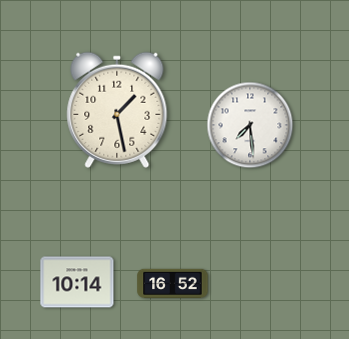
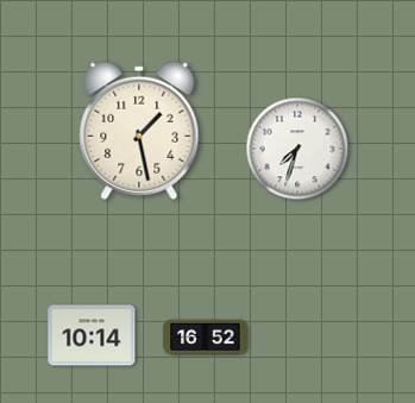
clock at (250, 125): 7:29 -> 7:33
